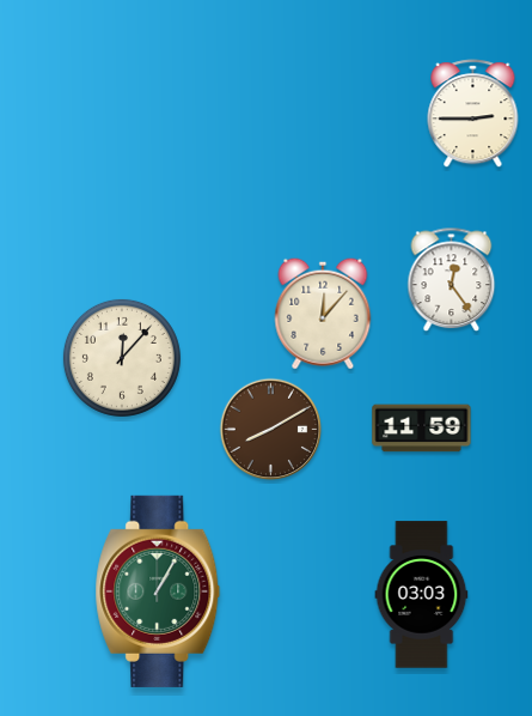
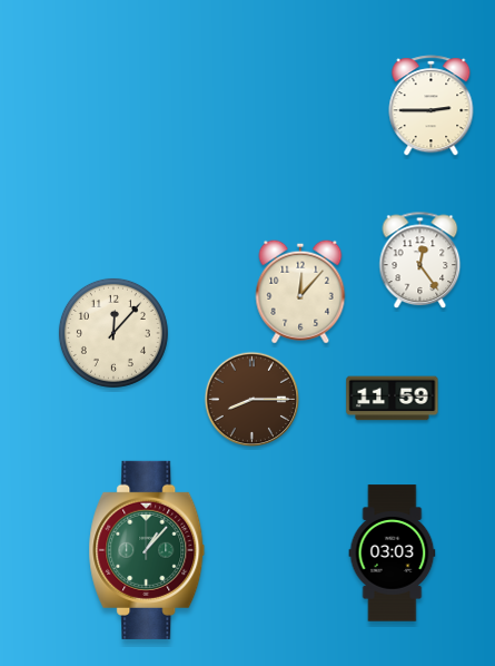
clock at (473, 114) position: (473, 114) -> (432, 106)
clock at (271, 430): 8:10 -> 8:15
clock at (158, 591): 1:05 -> 1:07
